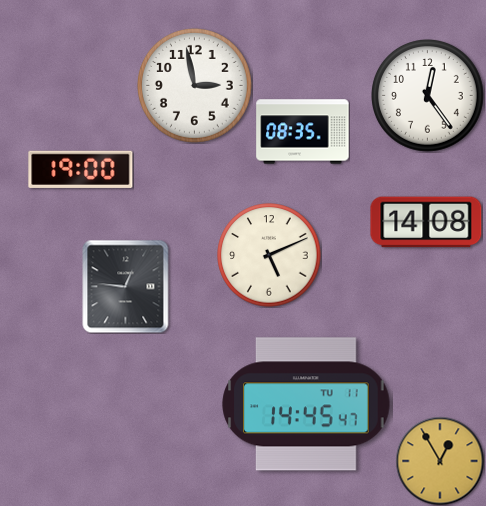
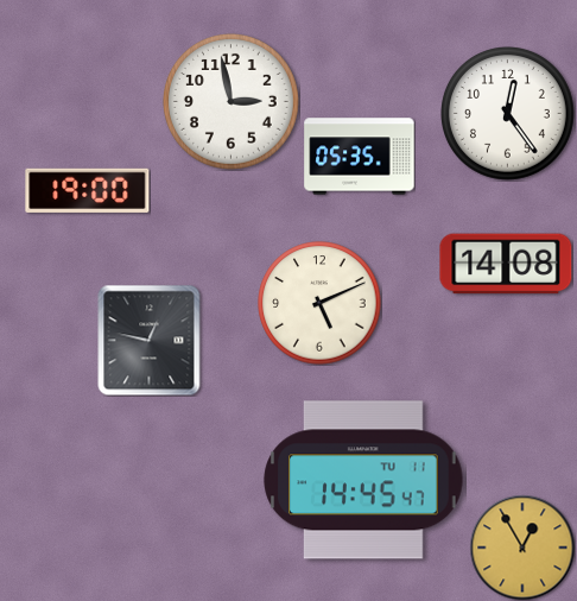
clock at (303, 132): 08:35 -> 05:35
clock at (81, 169) position: (81, 169) -> (88, 190)
clock at (126, 286): 12:46 -> 12:47
